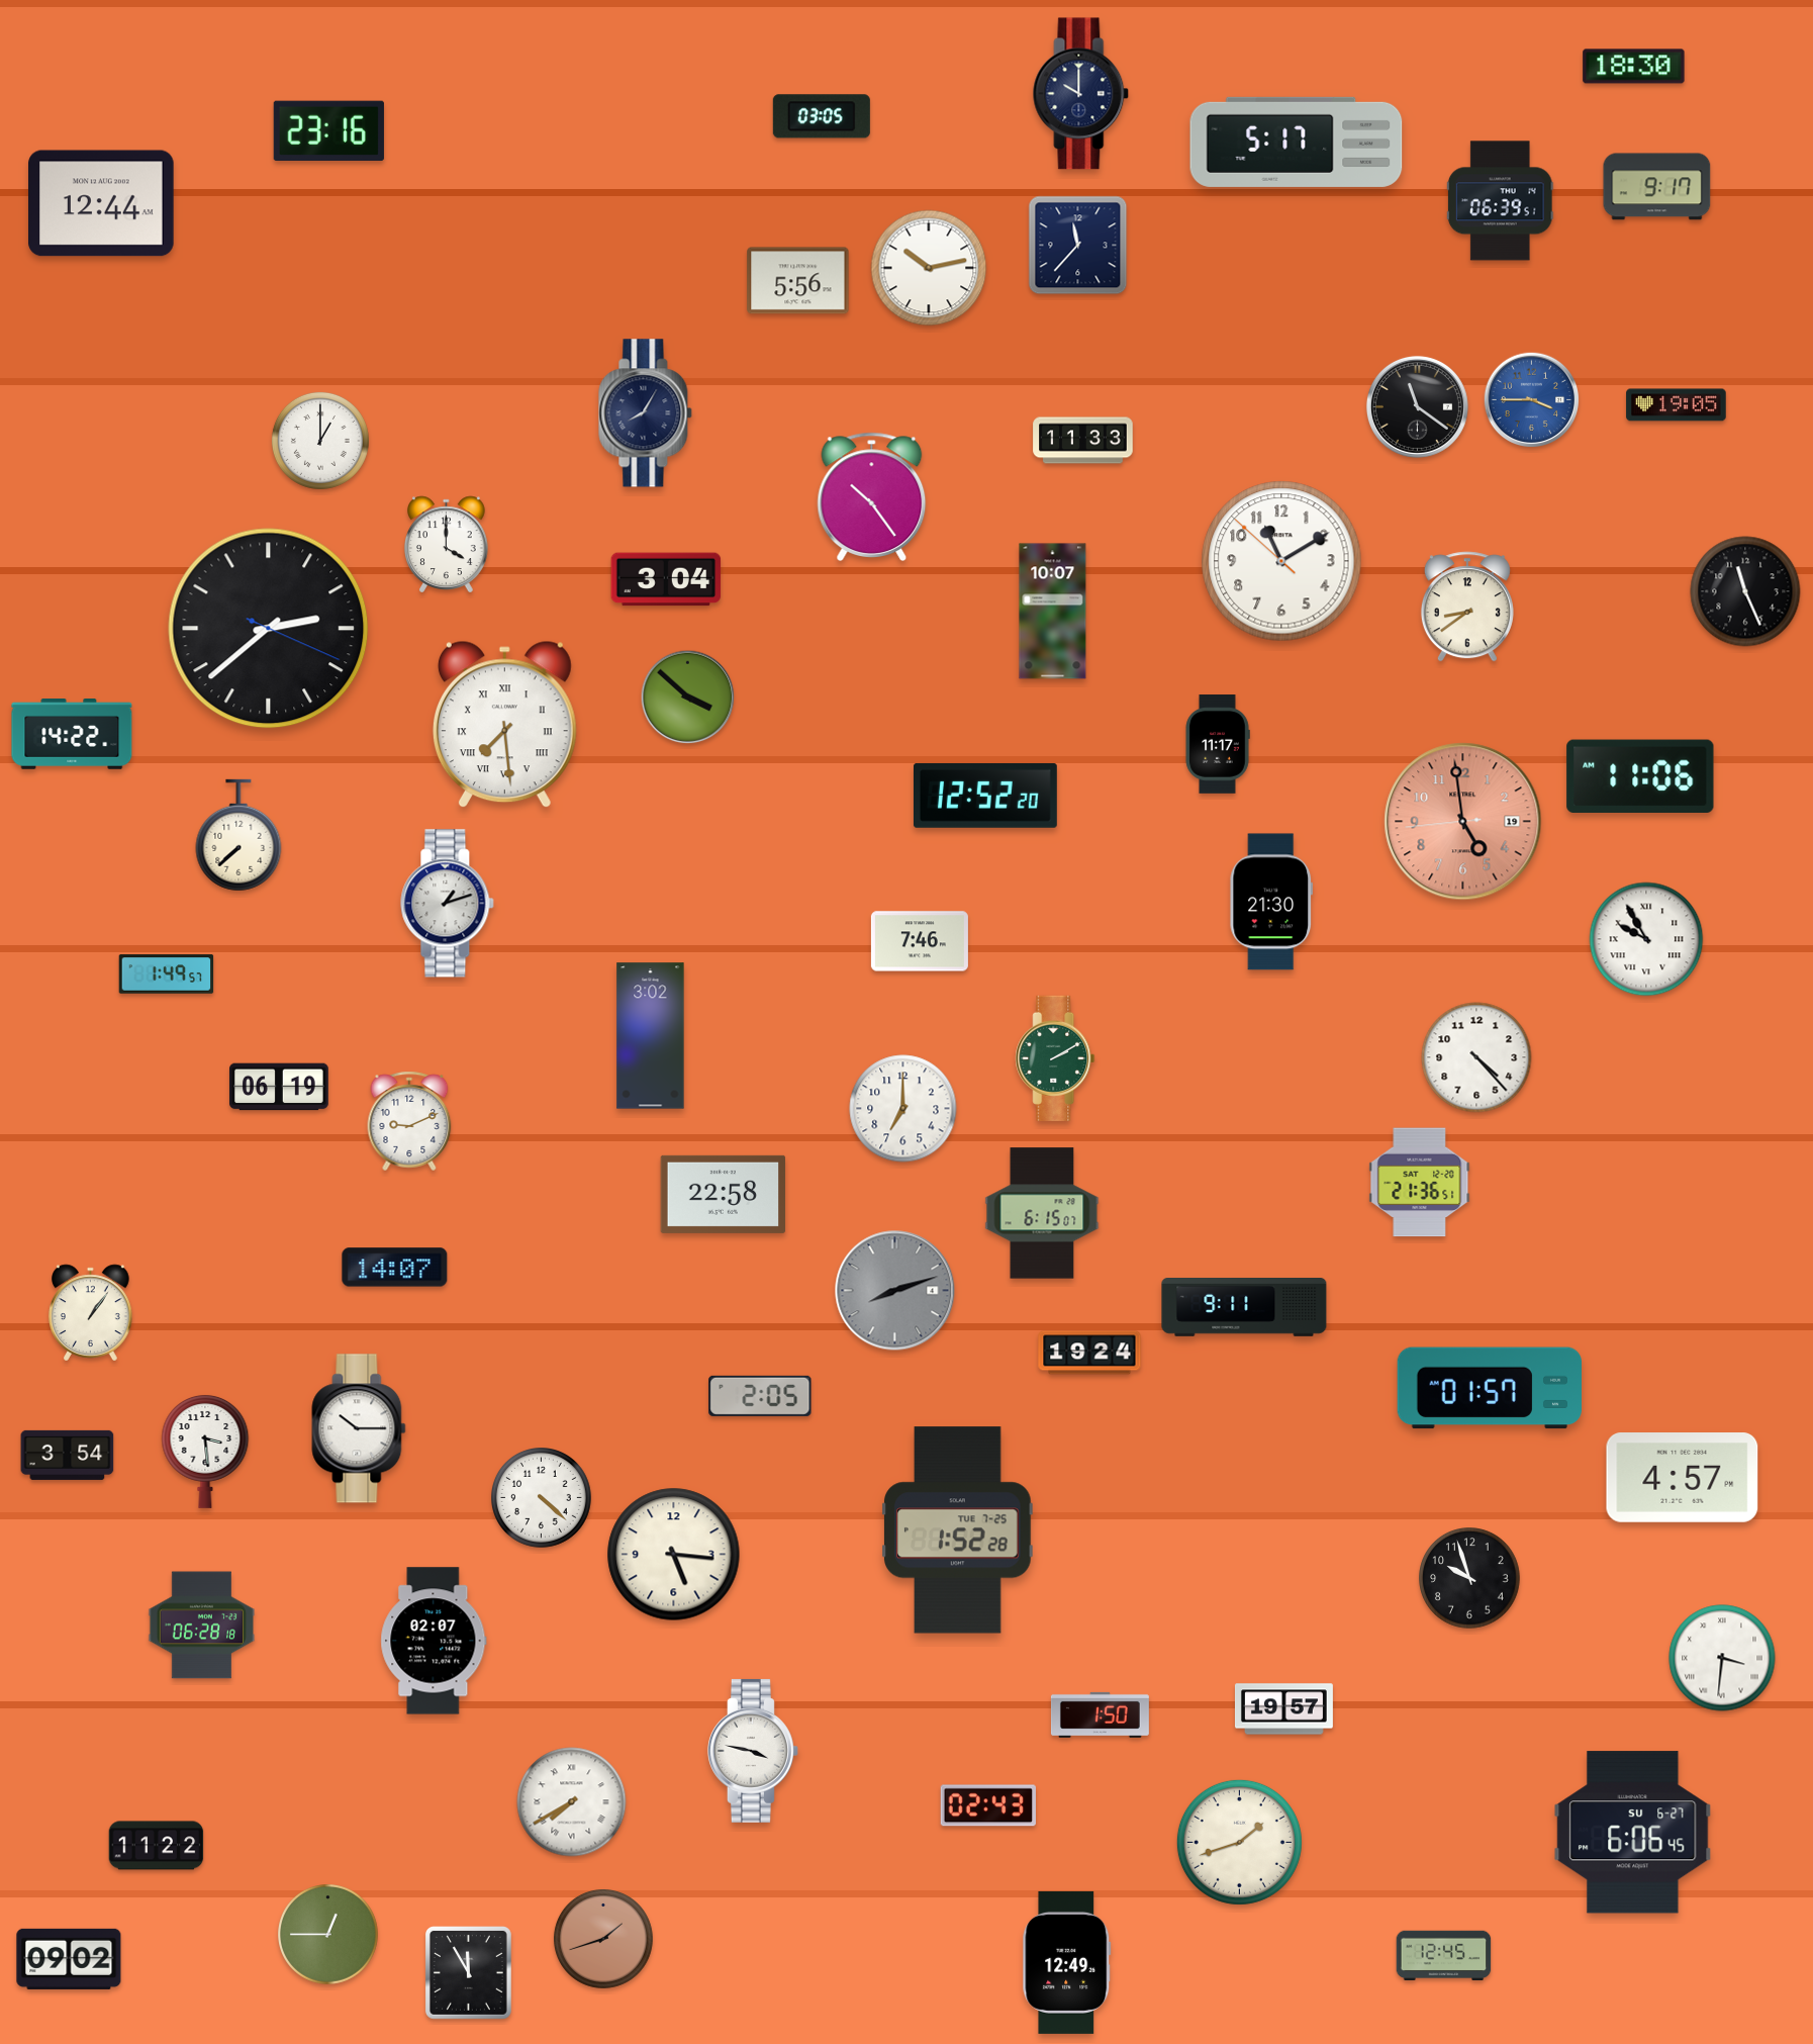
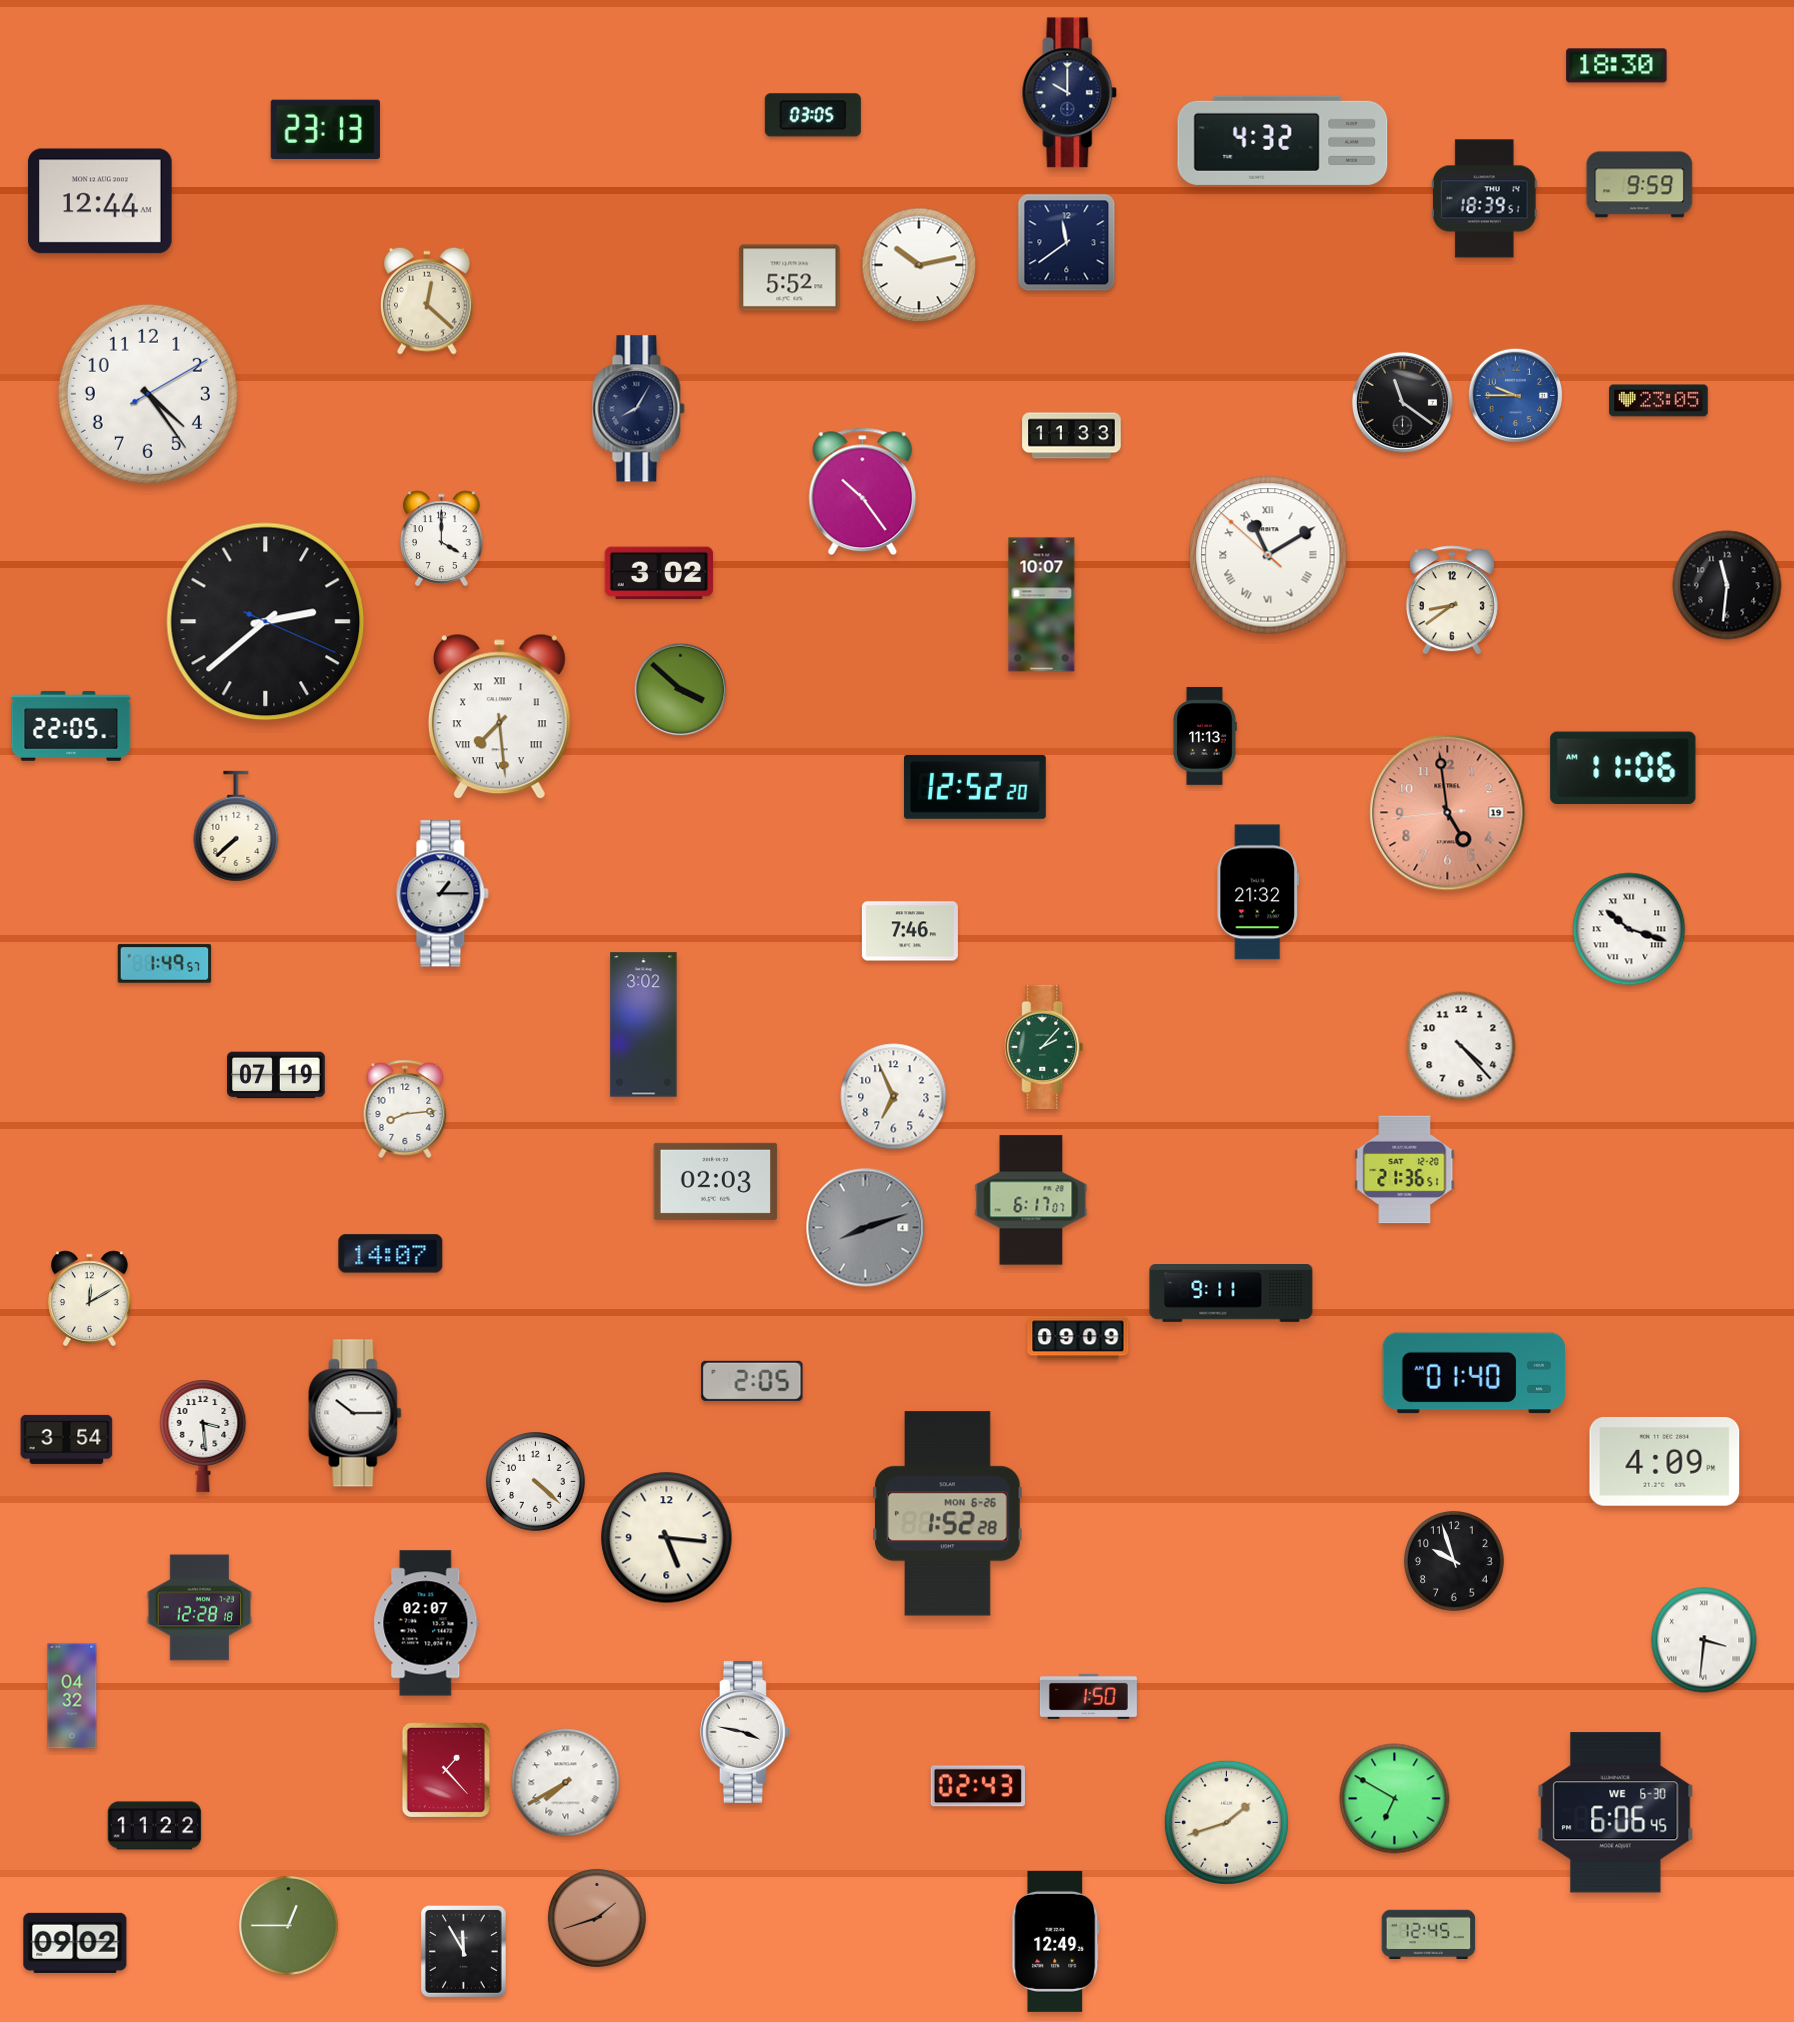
clock at (328, 130): 23:16 -> 23:13
clock at (1297, 142): 5:17 -> 4:32
clock at (1657, 187): 9:17 -> 9:59
clock at (1500, 201): 06:39 -> 18:39
clock at (1078, 246): 11:37 -> 11:39
clock at (798, 281): 5:56 -> 5:52
clock at (428, 301): none -> 12:22
clock at (148, 394): none -> 4:24
clock at (1532, 400): 3:45 -> 9:45
clock at (1677, 405): 19:05 -> 23:05
clock at (320, 441): 1:00 -> none
clock at (1281, 561) numerals: Arabic -> Roman
clock at (666, 579): 3:04 -> 3:02
clock at (1745, 591): 11:26 -> 11:31
clock at (72, 734): 14:22 -> 22:05
clock at (1218, 744): 11:17 -> 11:13
clock at (1271, 902): 21:30 -> 21:32
clock at (448, 904): 1:12 -> 1:15
clock at (1646, 939): 9:55 -> 10:18
clock at (1055, 1058): 2:10 -> 2:07
clock at (280, 1087): 06:19 -> 07:19
clock at (903, 1109): 7:00 -> 6:56
clock at (409, 1121): 9:11 -> 8:14
clock at (724, 1194): 22:58 -> 02:03
clock at (1042, 1213): 6:15 -> 6:17
clock at (895, 1291) position: (895, 1291) -> (866, 1228)
clock at (91, 1313): 1:06 -> 12:10
clock at (1089, 1353): 19:24 -> 09:09
clock at (1490, 1388): 01:57 -> 01:40
clock at (1683, 1478): 4:57 -> 4:09
clock at (958, 1530) date: TUE 7-25 -> MON 6-26
clock at (202, 1625): 06:28 -> 12:28
clock at (434, 1641) position: (434, 1641) -> (426, 1623)
clock at (1283, 1709): 19:57 -> none
clock at (72, 1696): none -> 04:32
clock at (445, 1769): none -> 1:23
clock at (1395, 1799): none -> 6:50
clock at (1633, 1833) date: SU 6-27 -> WE 6-30
clock at (328, 1935) position: (328, 1935) -> (289, 1926)
clock at (69, 1959) position: (69, 1959) -> (75, 1943)
